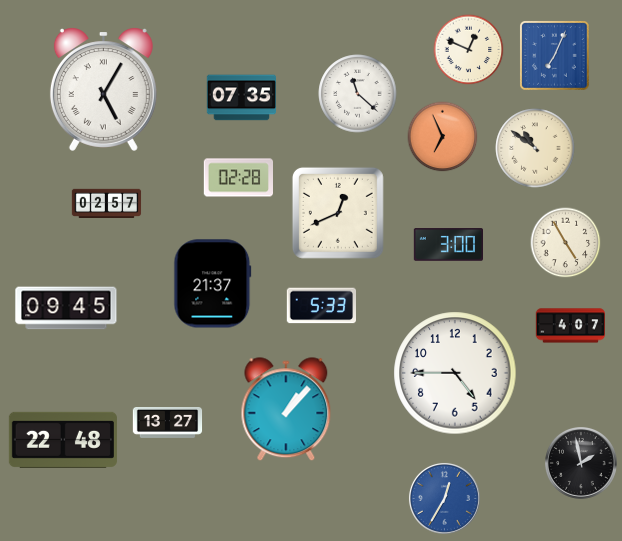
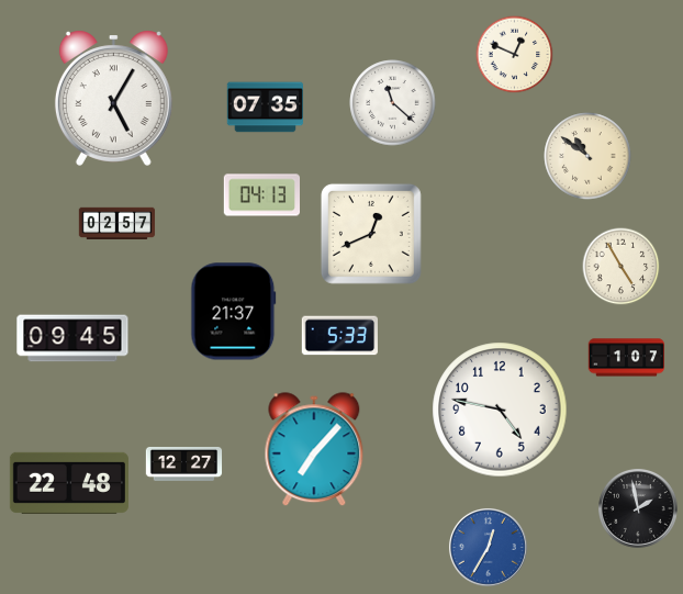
clock at (555, 56): 7:04 -> none
clock at (443, 137): 6:56 -> none
clock at (535, 148) position: (535, 148) -> (587, 156)
clock at (238, 178): 02:28 -> 04:13
clock at (448, 245): 3:00 -> none
clock at (321, 306) position: (321, 306) -> (339, 336)
clock at (570, 326): 4:07 -> 1:07
clock at (455, 373): 4:45 -> 4:47
clock at (286, 410): 1:07 -> 7:07
clock at (168, 423): 13:27 -> 12:27
